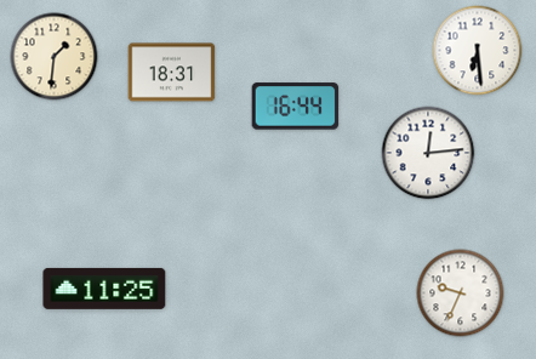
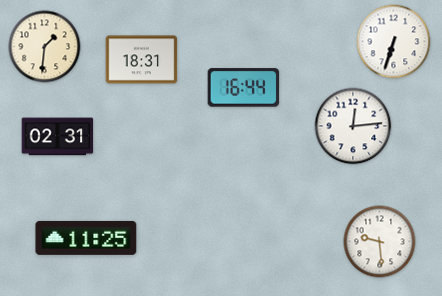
clock at (478, 51): 6:29 -> 6:33
clock at (58, 137): none -> 02:31
clock at (461, 294): 9:34 -> 9:29
